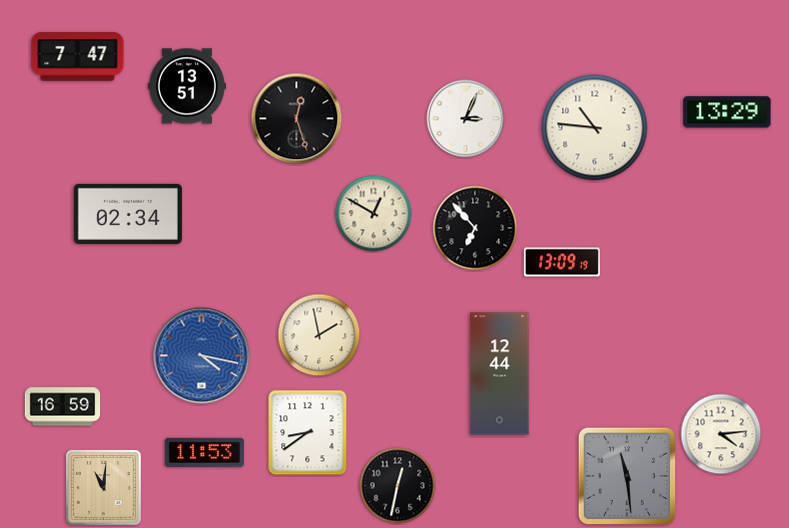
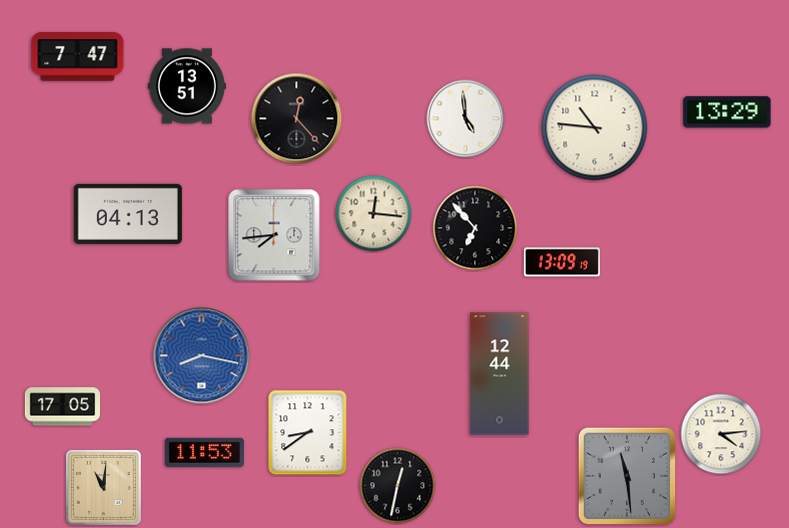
clock at (297, 119): 12:27 -> 12:23
clock at (466, 119): 3:04 -> 4:59
clock at (128, 214): 02:34 -> 04:13
clock at (374, 214): 12:50 -> 12:16
clock at (274, 235): none -> 7:44
clock at (319, 335): 1:58 -> none
clock at (202, 356): 4:17 -> 8:17
clock at (63, 407): 16:59 -> 17:05
